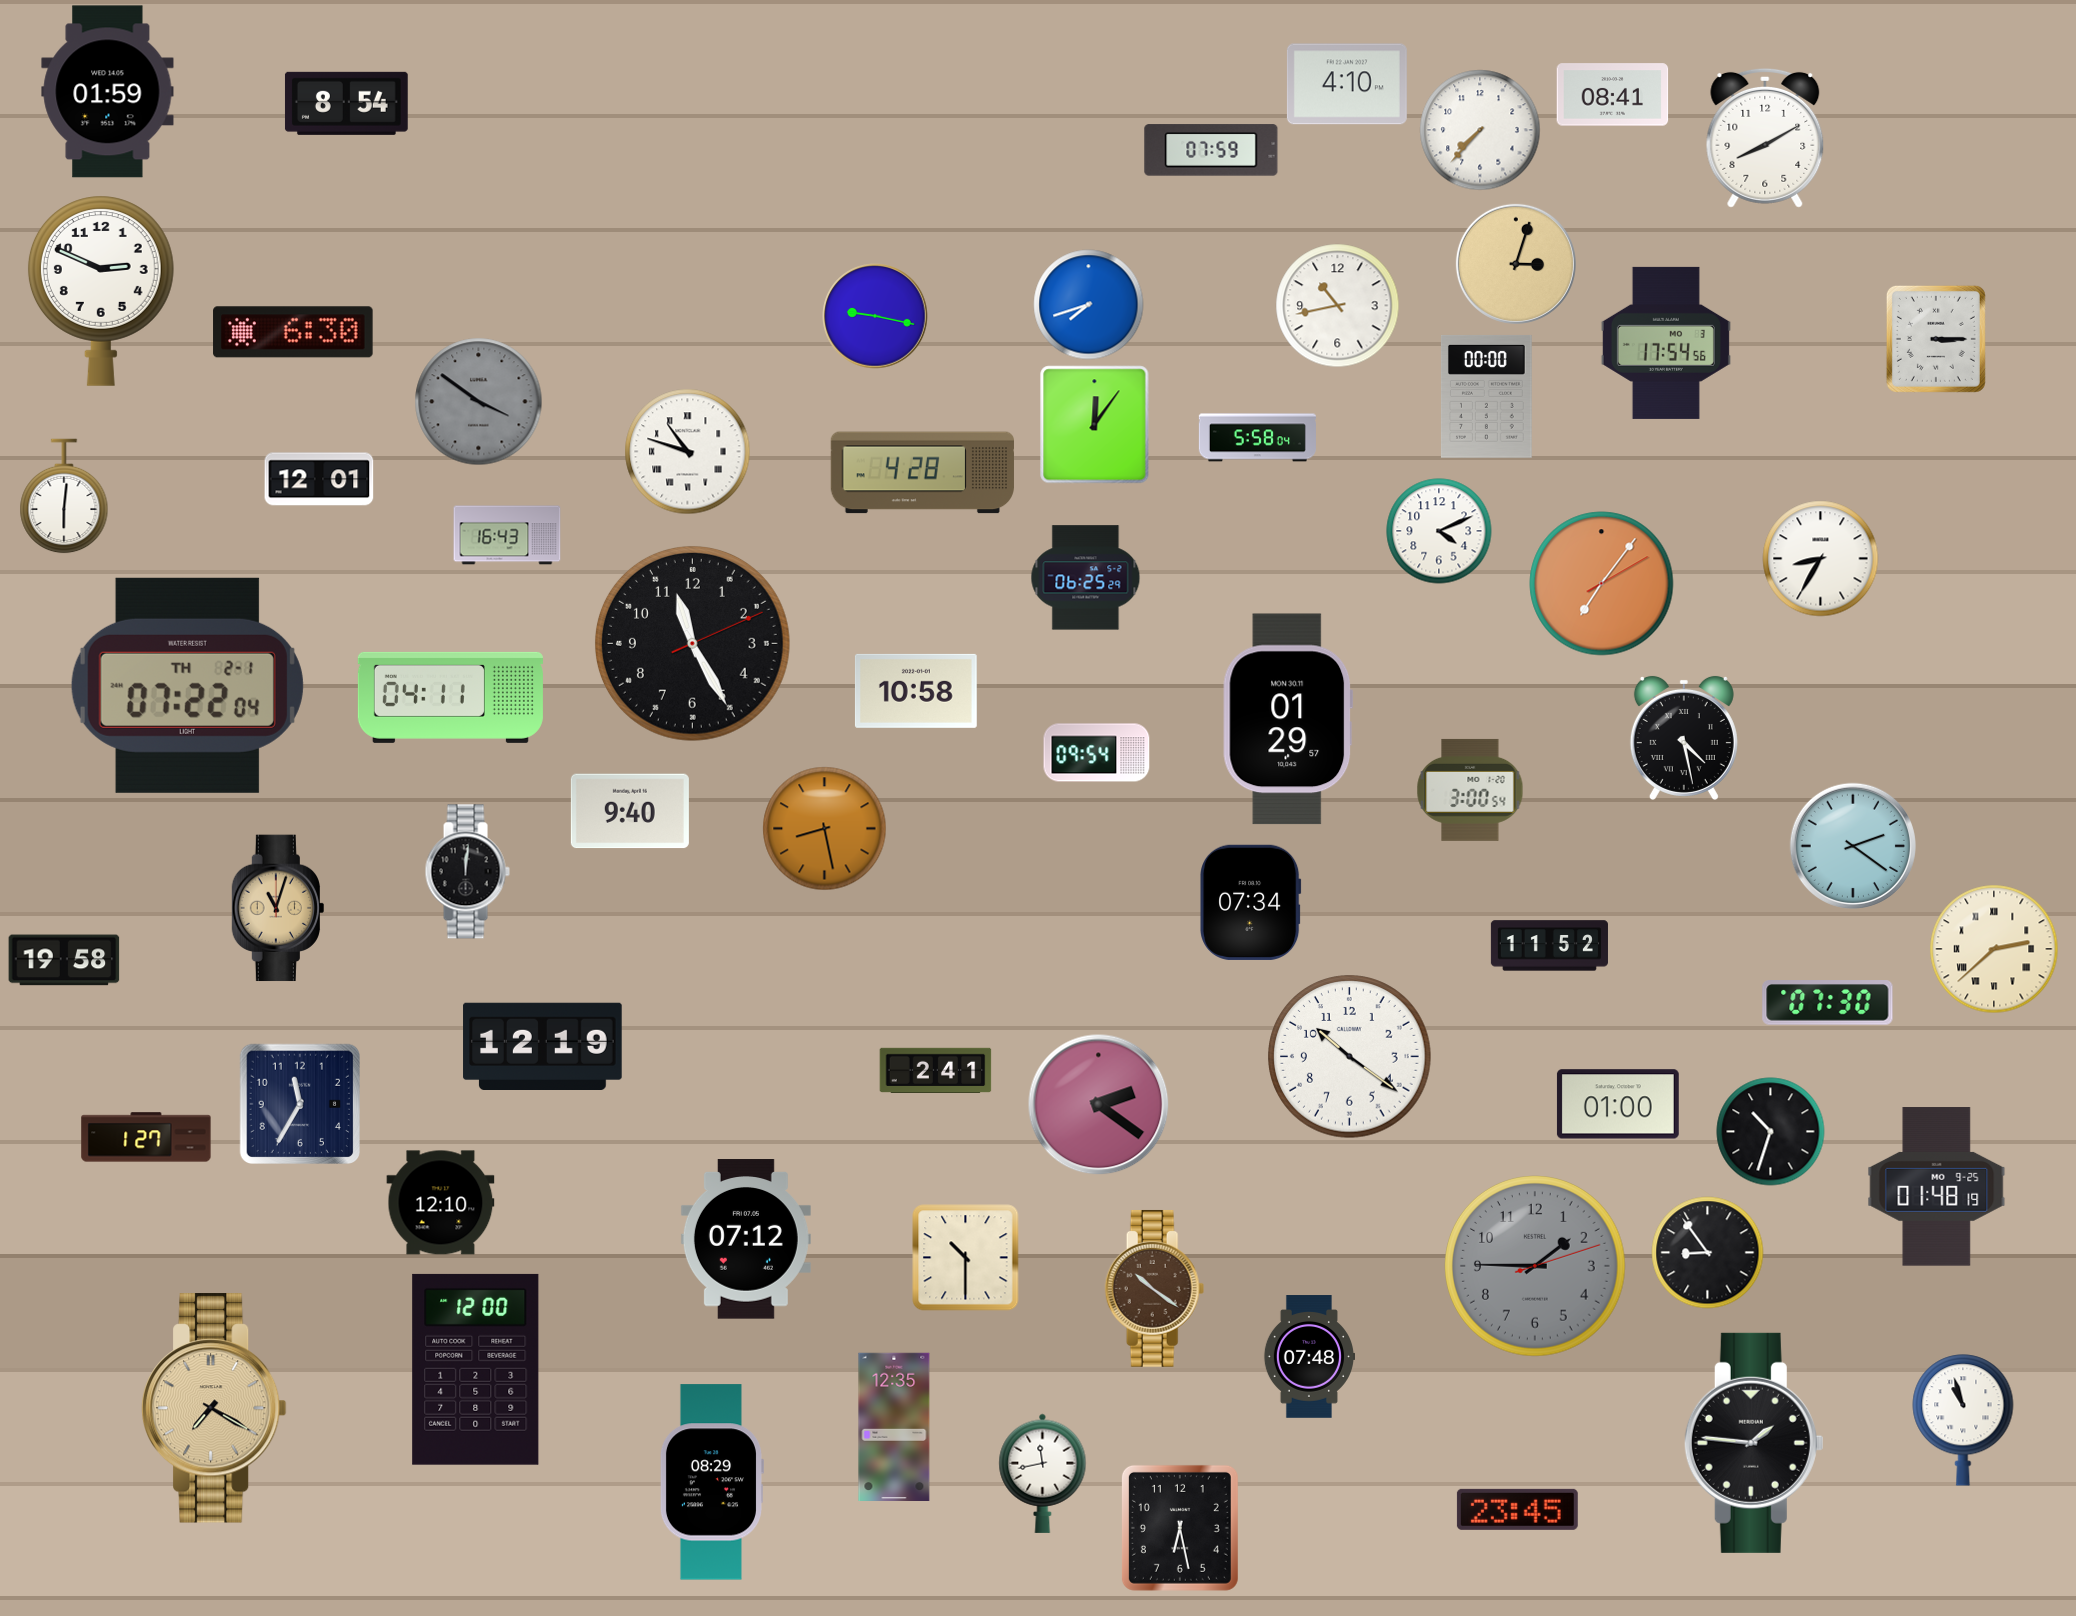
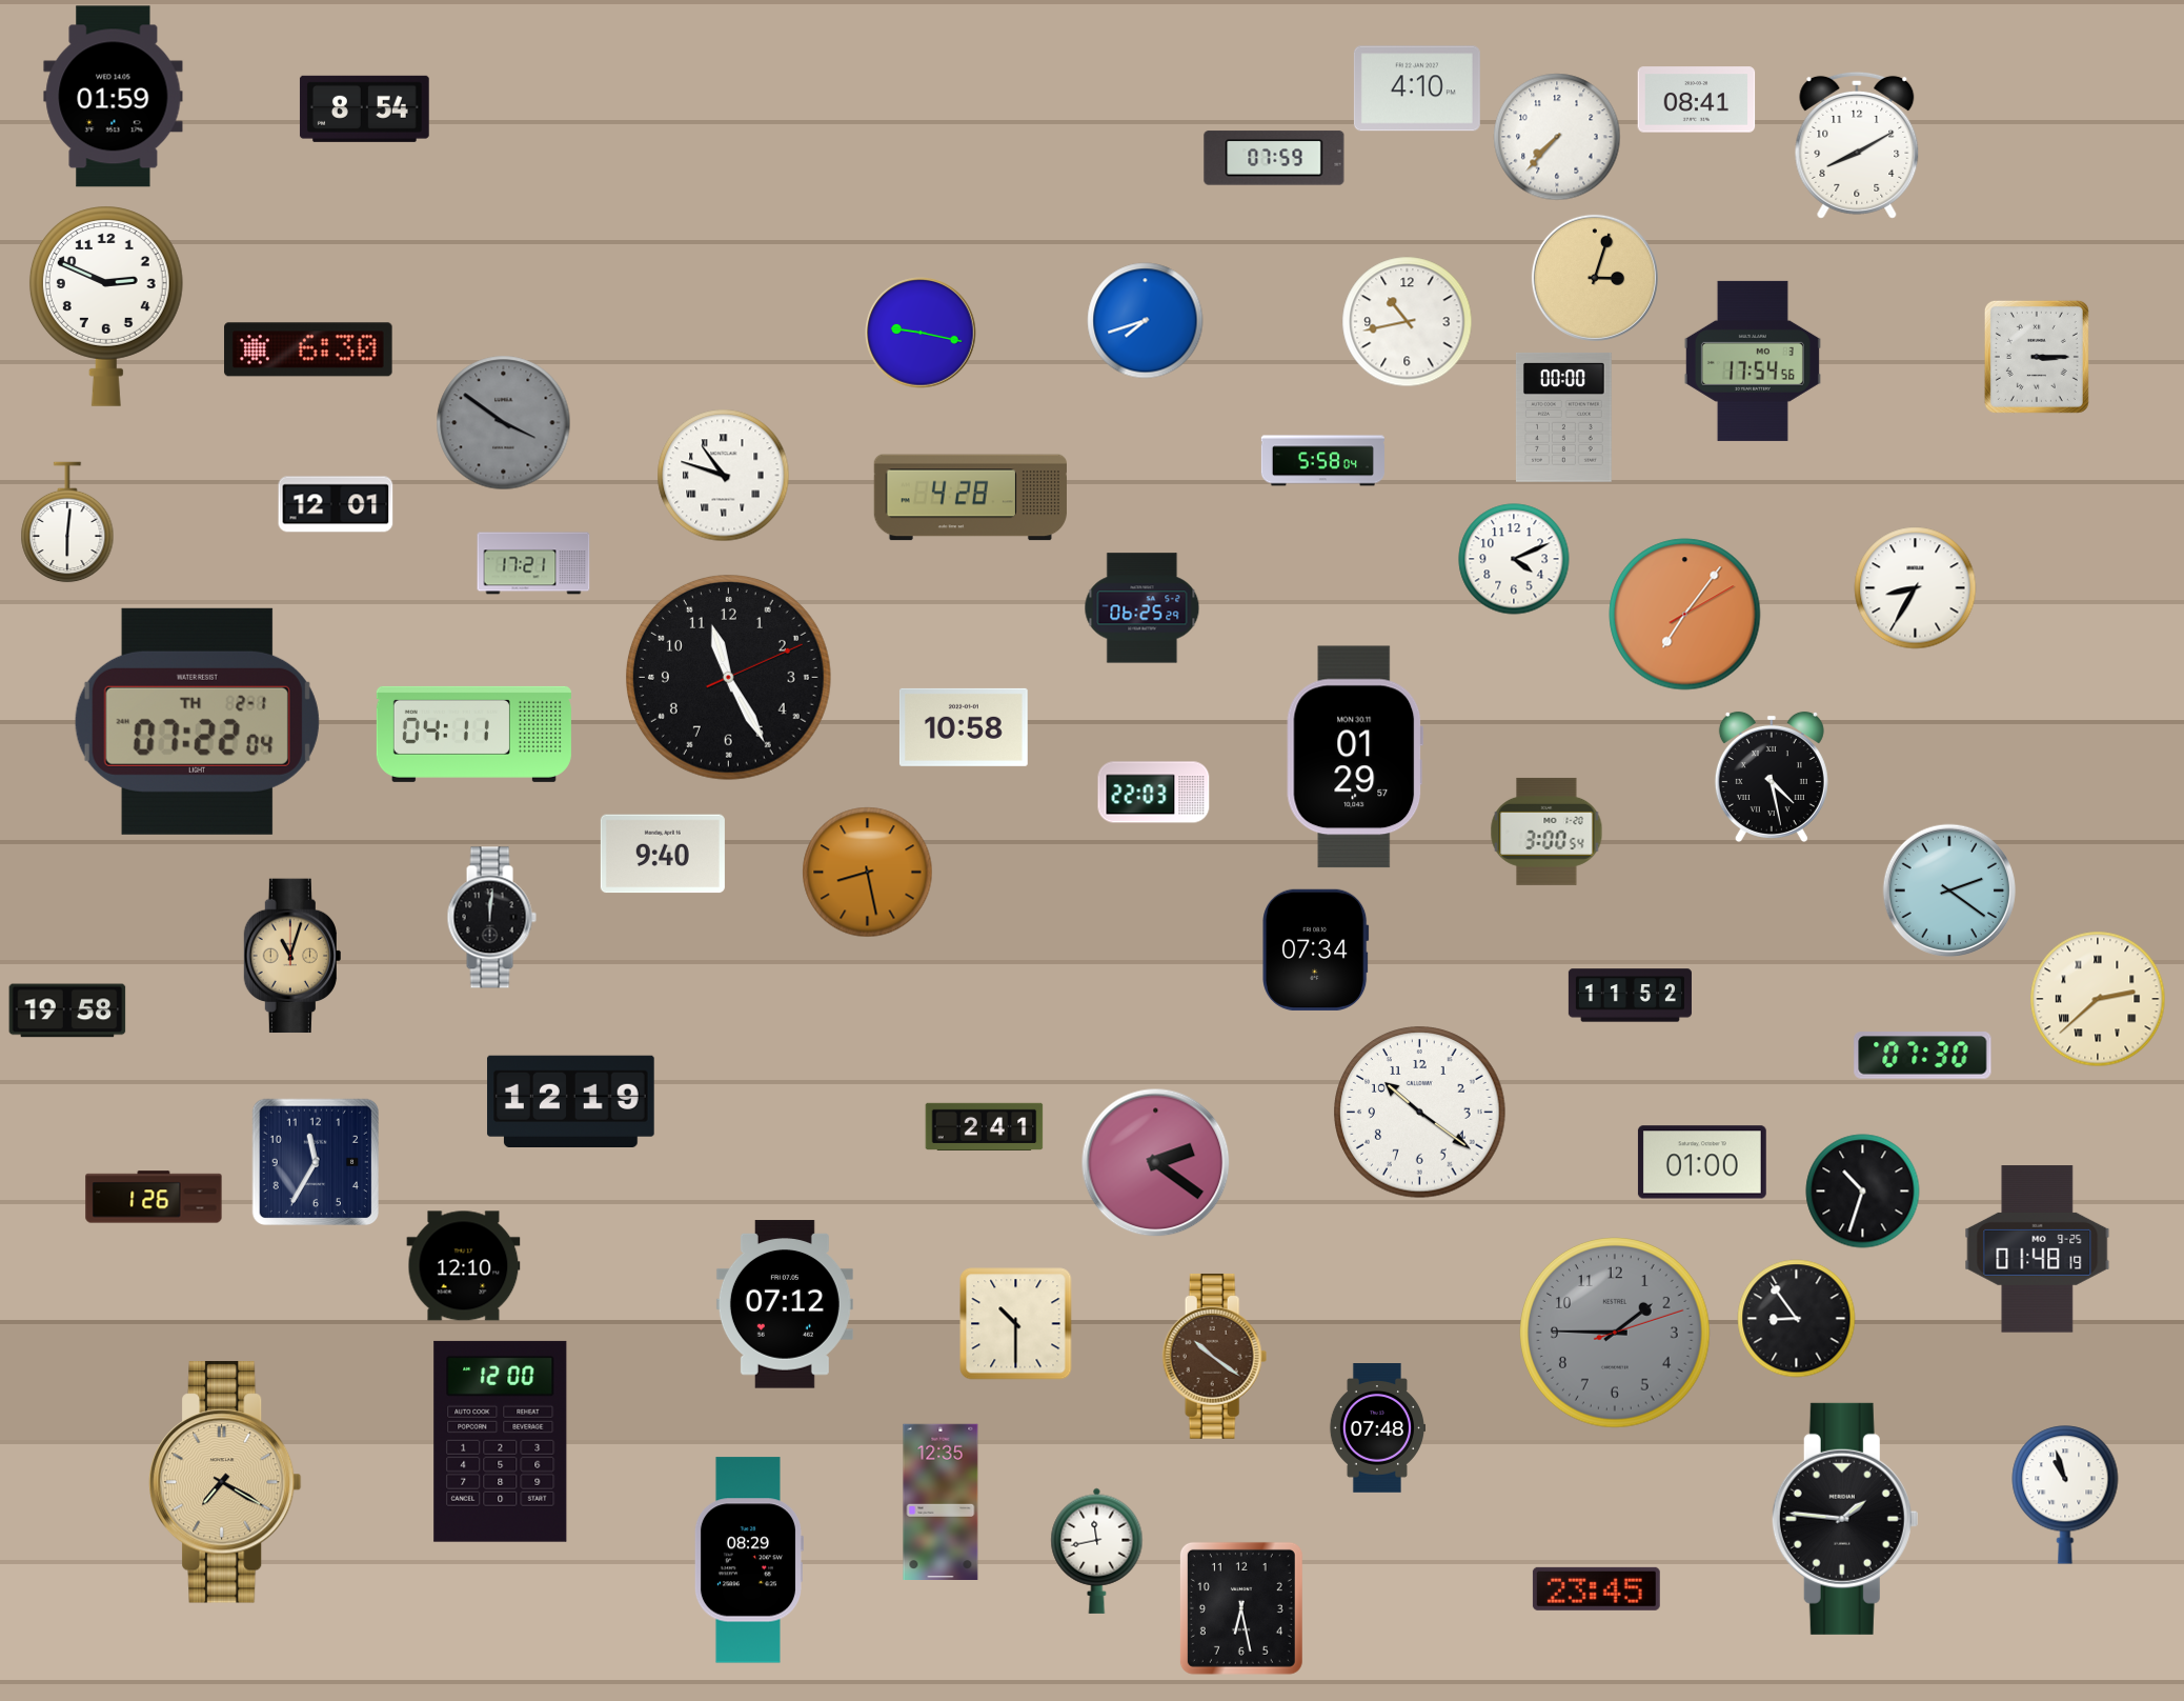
clock at (1095, 425): 12:06 -> none
clock at (507, 535): 16:43 -> 17:21
clock at (1097, 753): 09:54 -> 22:03
clock at (146, 1137): 1:27 -> 1:26
